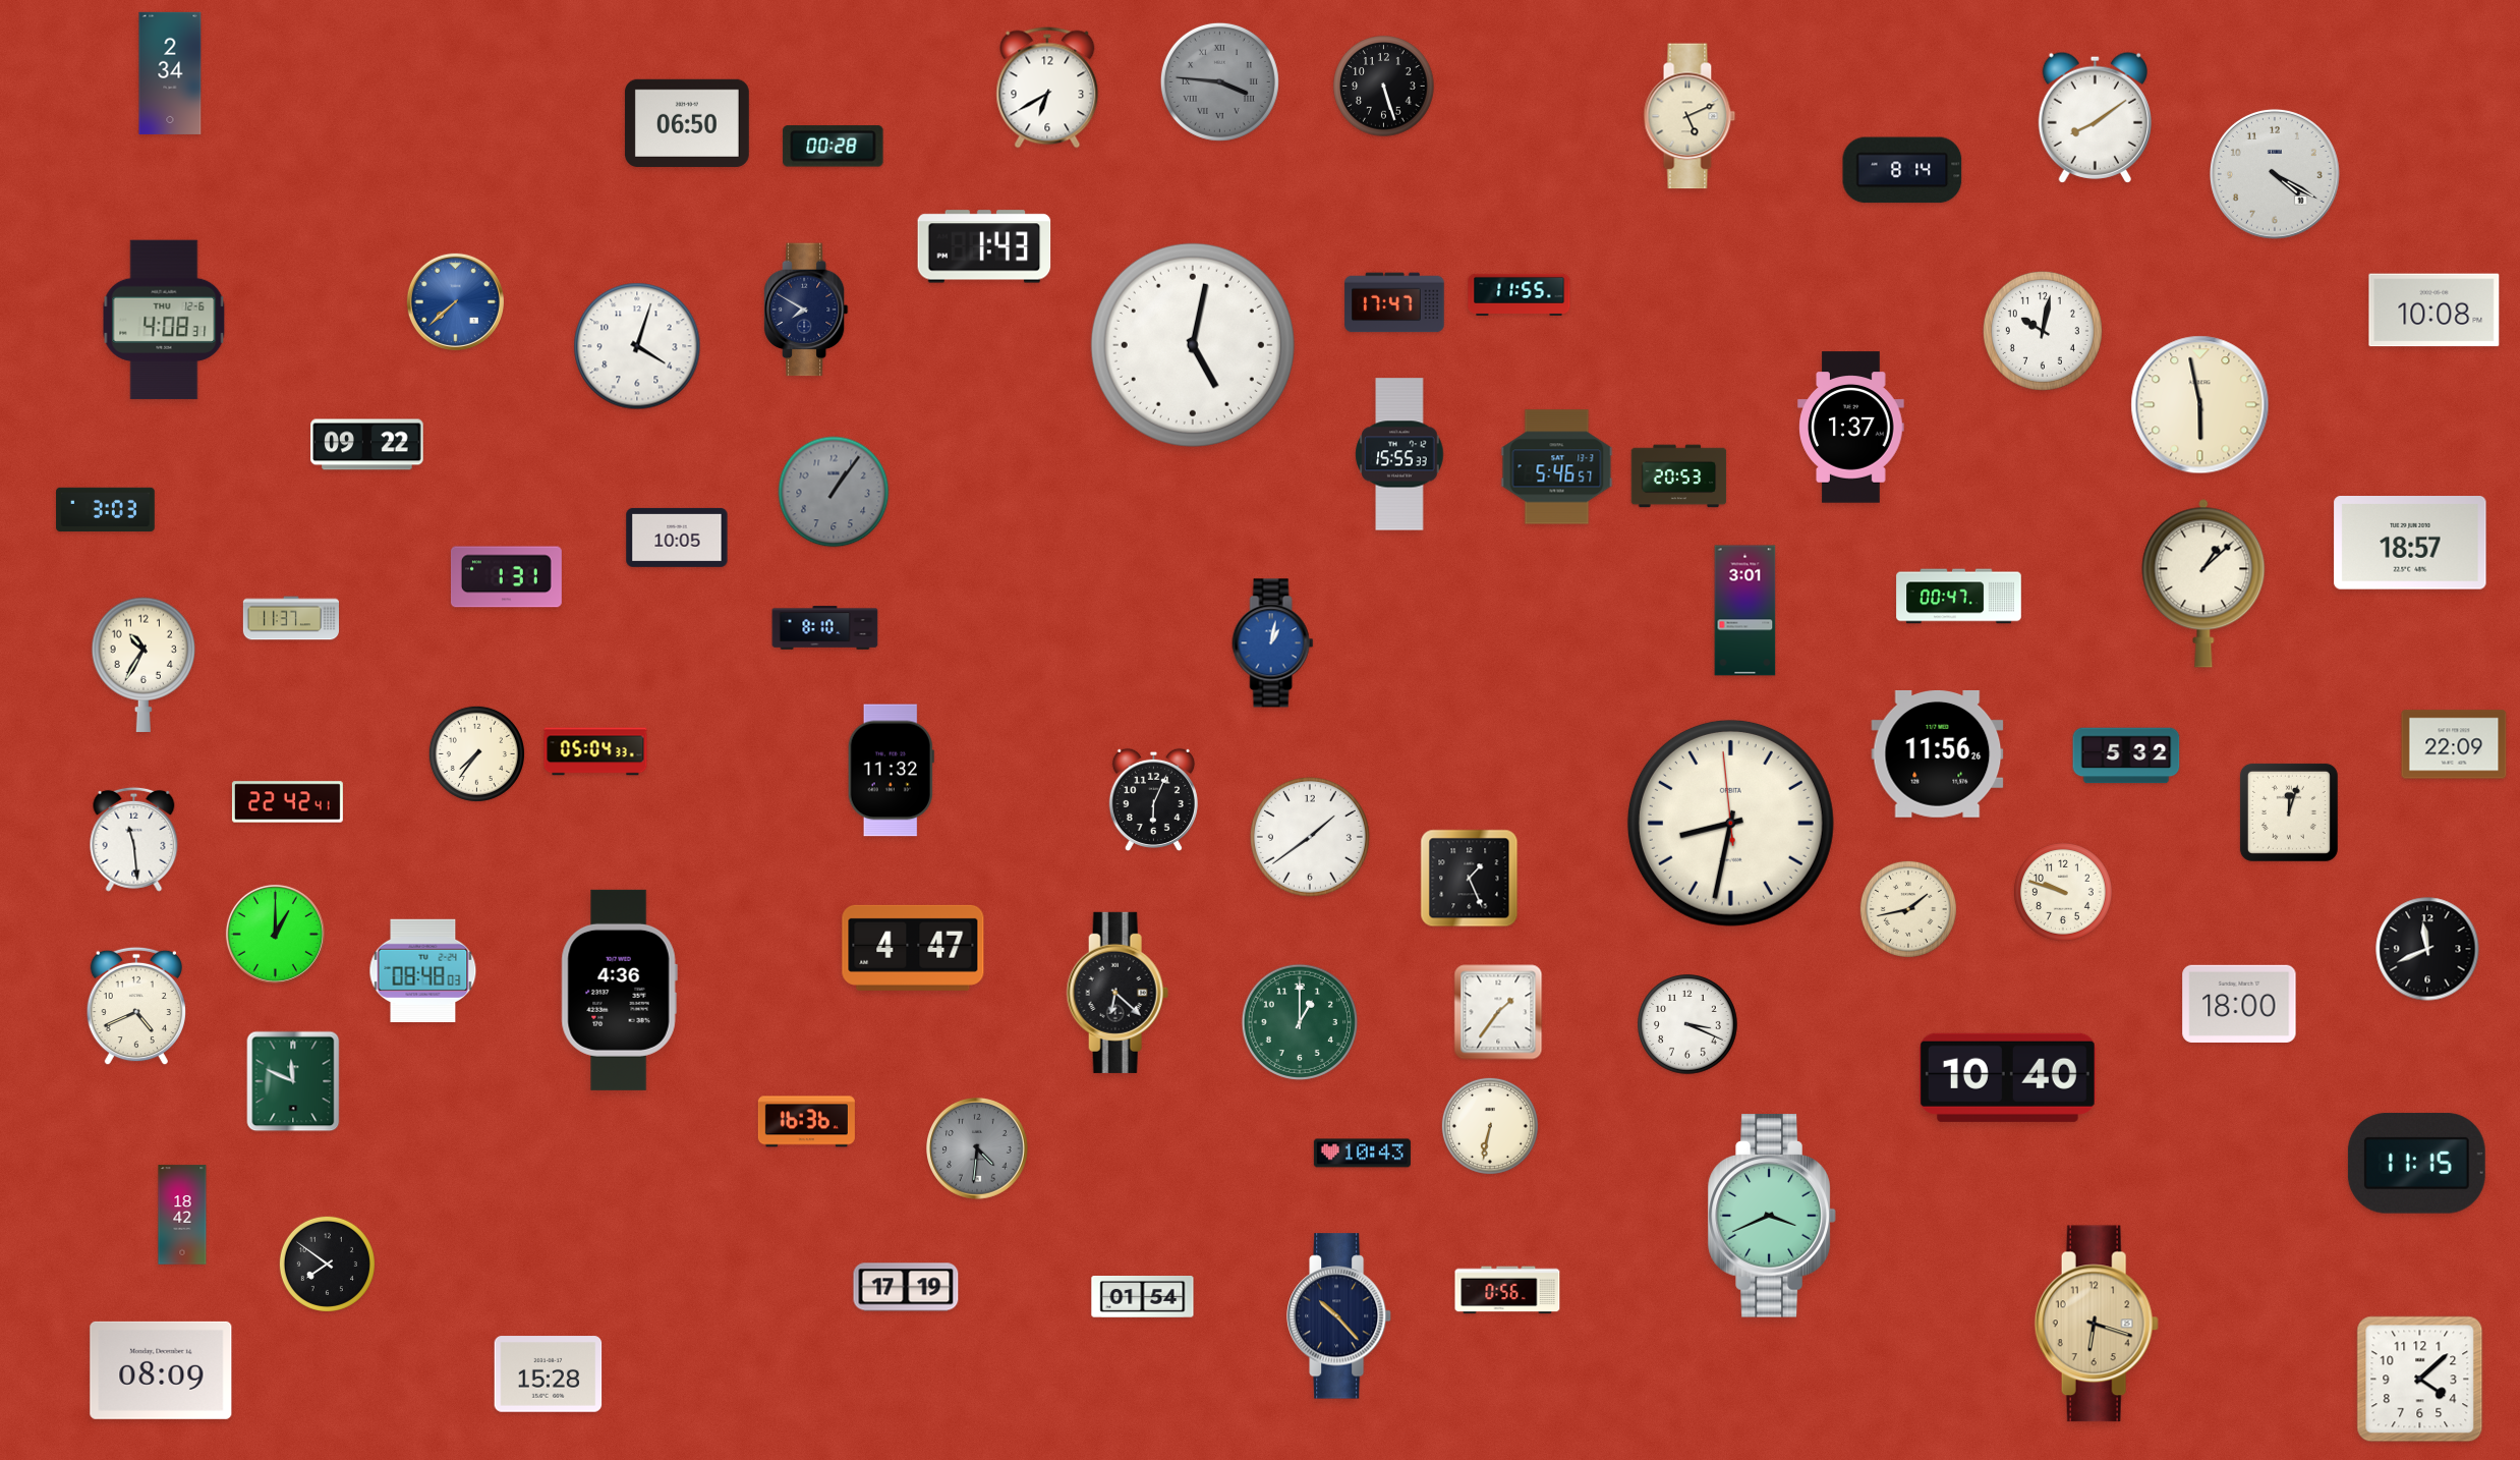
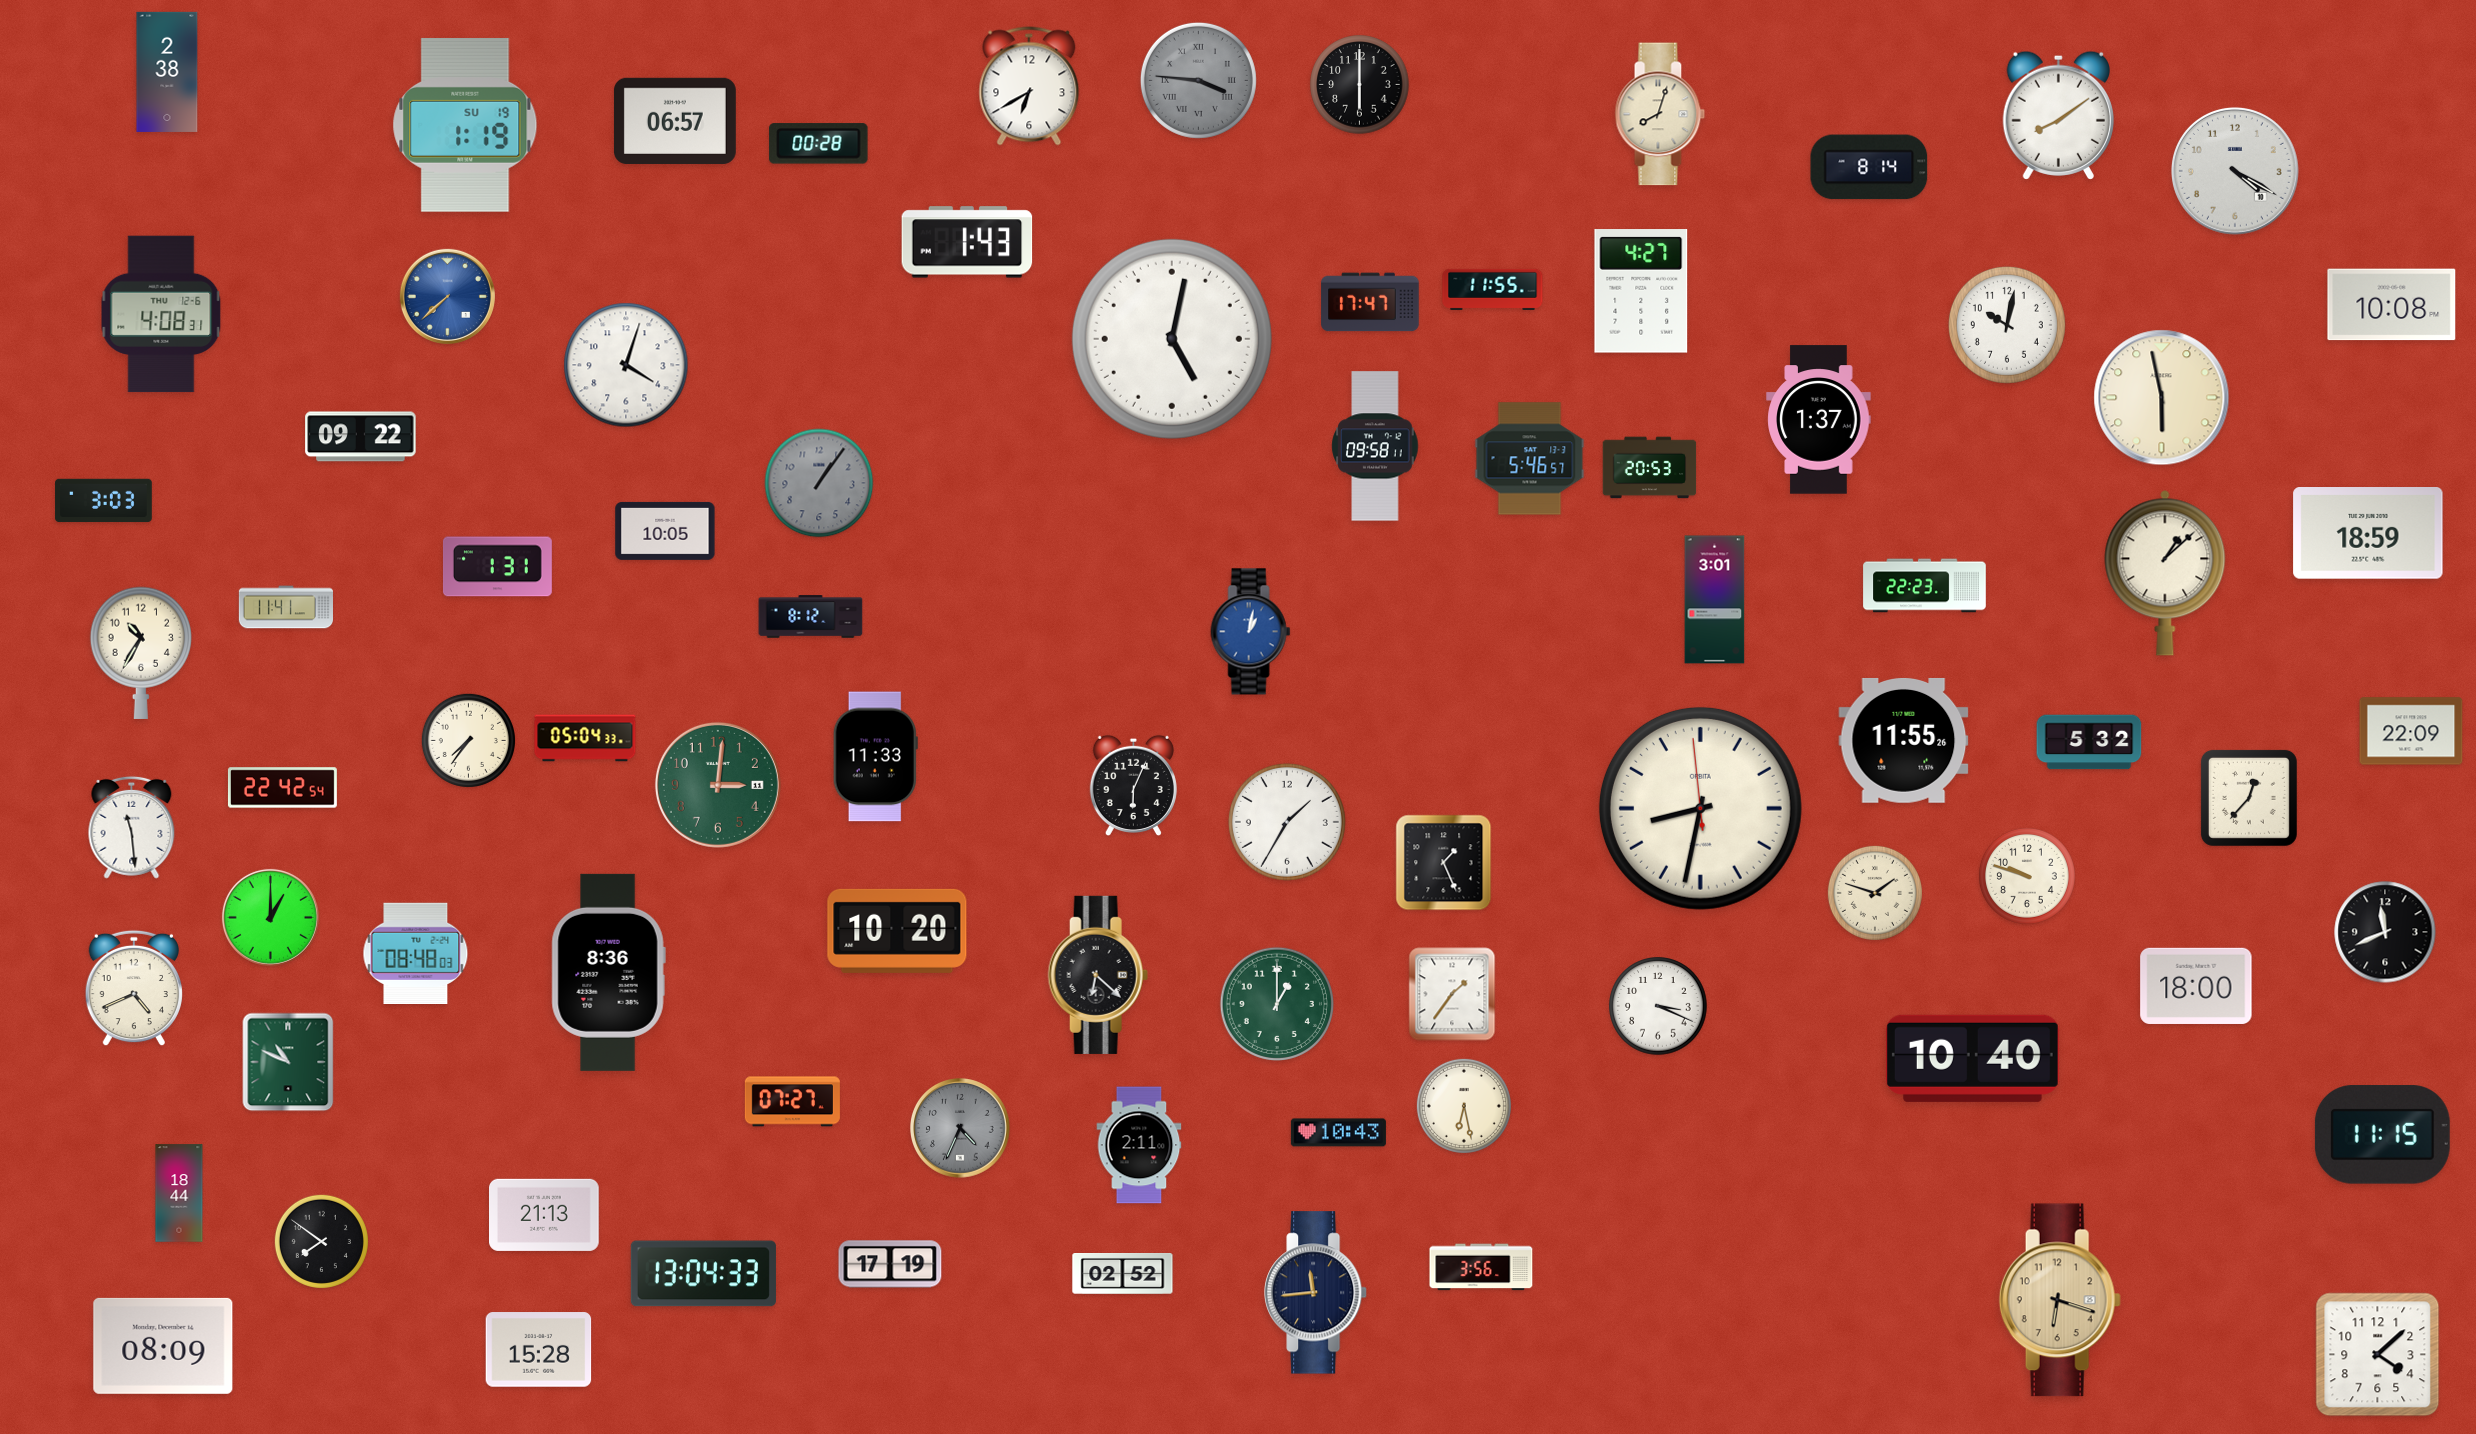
clock at (170, 73): 2:34 -> 2:38
clock at (1384, 87): 5:27 -> 6:00
clock at (1689, 116): 5:11 -> 8:03
clock at (687, 123): 06:50 -> 06:57
clock at (465, 125): none -> 1:19
clock at (1641, 291): none -> 4:27
clock at (1394, 302) position: (1394, 302) -> (1370, 302)
clock at (806, 310): 7:50 -> none
clock at (637, 346) position: (637, 346) -> (626, 365)
clock at (1399, 454): 15:55 -> 09:58
clock at (677, 538) position: (677, 538) -> (665, 531)
clock at (2410, 544): 18:57 -> 18:59
clock at (1959, 597): 00:47 -> 22:23
clock at (291, 618): 11:37 -> 11:41
clock at (825, 628): 8:10 -> 8:12
clock at (1938, 753): 11:56 -> 11:55
clock at (891, 771): 11:32 -> 11:33
clock at (718, 785): none -> 3:01
clock at (287, 802): 22:42:41 -> 22:42:54
clock at (2289, 812): 12:03 -> 12:37
clock at (1310, 837): 1:39 -> 1:35
clock at (134, 839) position: (134, 839) -> (132, 827)
clock at (1908, 909): 1:43 -> 1:48
clock at (913, 948): 4:47 -> 10:20
clock at (619, 990): 4:36 -> 8:36
clock at (2239, 1004) position: (2239, 1004) -> (2196, 986)
clock at (1498, 1012) position: (1498, 1012) -> (1452, 994)
clock at (293, 1081): 11:49 -> 10:49
clock at (806, 1122): 16:36 -> 07:27
clock at (1490, 1126): 6:32 -> 6:28
clock at (978, 1149): 4:31 -> 4:34
clock at (2416, 1164) position: (2416, 1164) -> (2382, 1135)
clock at (1139, 1145): none -> 2:11
clock at (182, 1215): 18:42 -> 18:44
clock at (1772, 1216): 3:41 -> none
clock at (545, 1215): none -> 21:13
clock at (1507, 1290): 0:56 -> 3:56
clock at (703, 1274): none -> 13:04
clock at (1143, 1297): 01:54 -> 02:52
clock at (1340, 1316): 10:23 -> 11:44
clock at (161, 1370) position: (161, 1370) -> (163, 1346)
